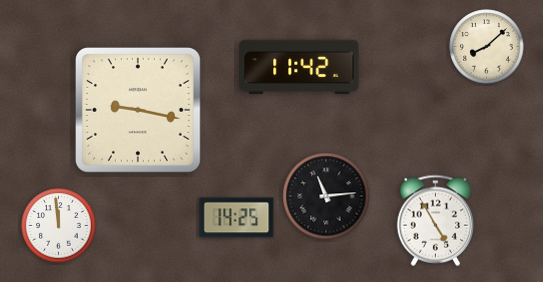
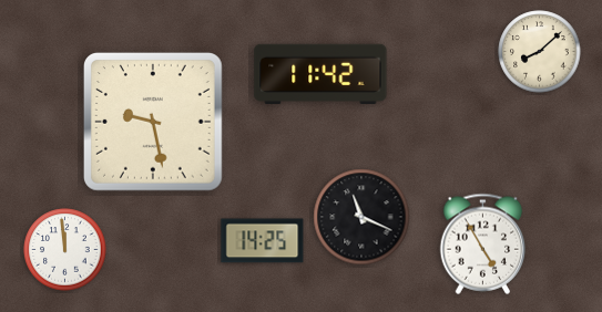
clock at (299, 67) position: (299, 67) -> (320, 74)
clock at (138, 110): 9:17 -> 9:28
clock at (326, 196): 11:14 -> 11:19
